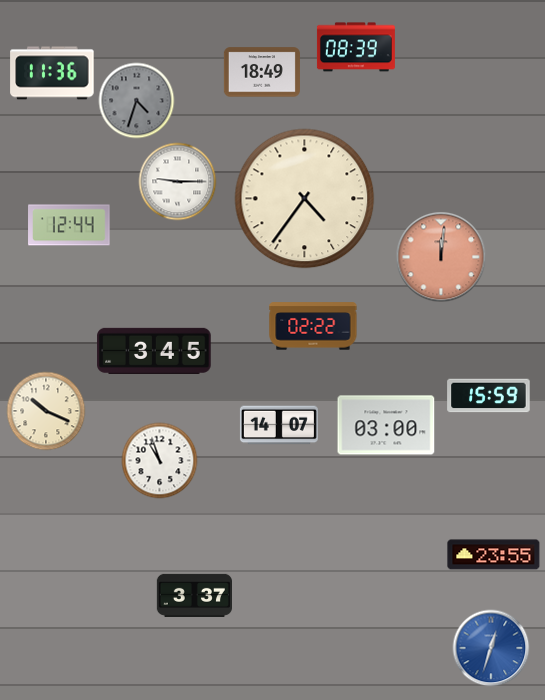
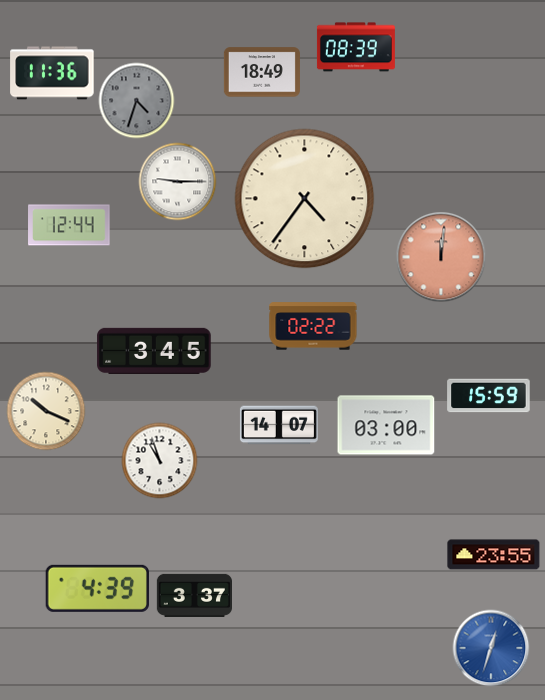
clock at (97, 588): none -> 4:39
